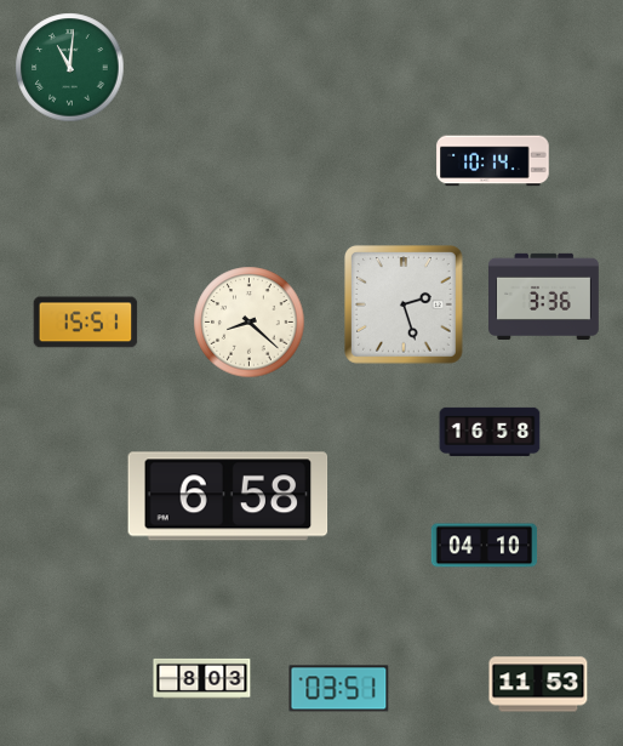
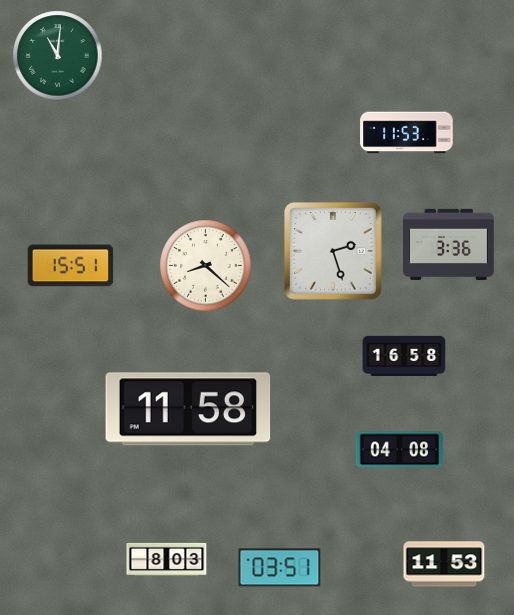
clock at (493, 161): 10:14 -> 11:53
clock at (228, 496): 6:58 -> 11:58
clock at (485, 546): 04:10 -> 04:08
